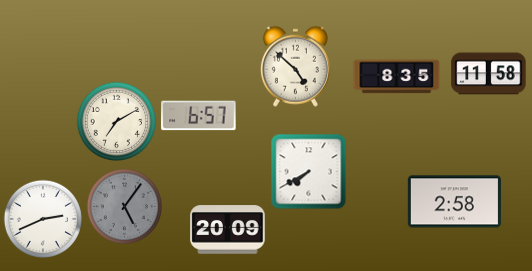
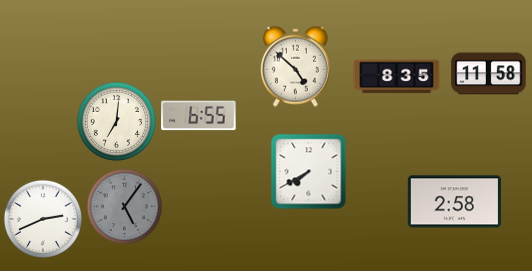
clock at (199, 116): 6:57 -> 6:55
clock at (116, 121): 7:10 -> 7:01
clock at (228, 230): 20:09 -> none
